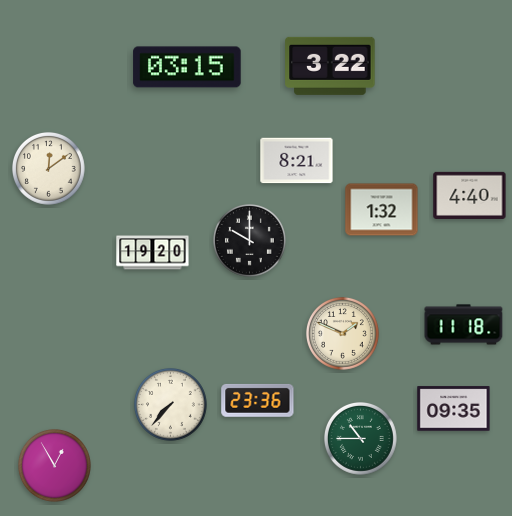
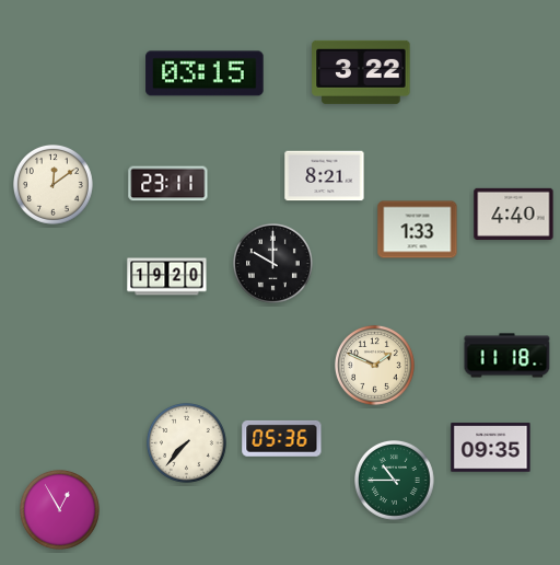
clock at (168, 184): none -> 23:11
clock at (382, 210): 1:32 -> 1:33
clock at (258, 400): 23:36 -> 05:36
clock at (454, 409) position: (454, 409) -> (491, 448)
